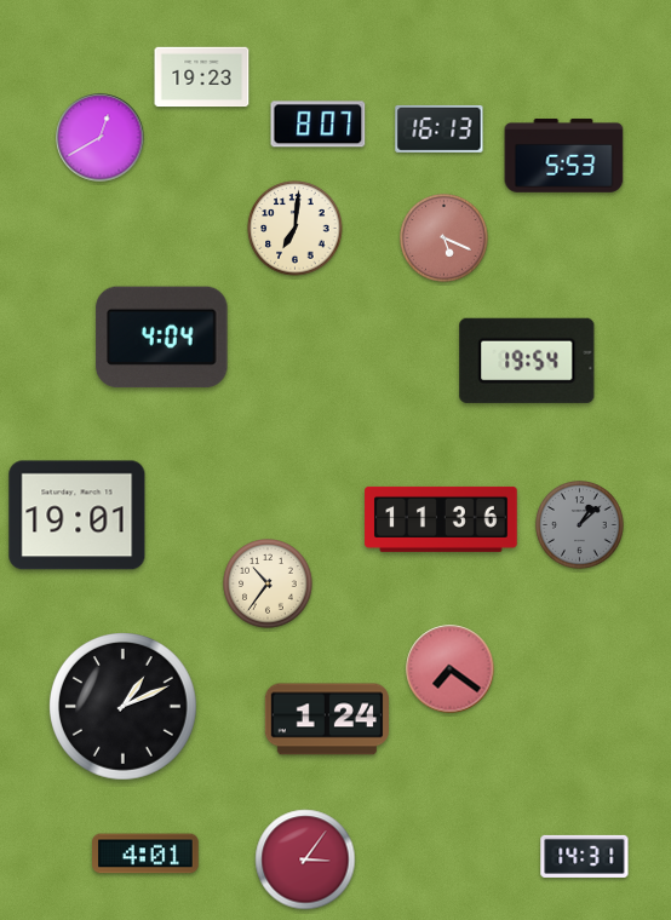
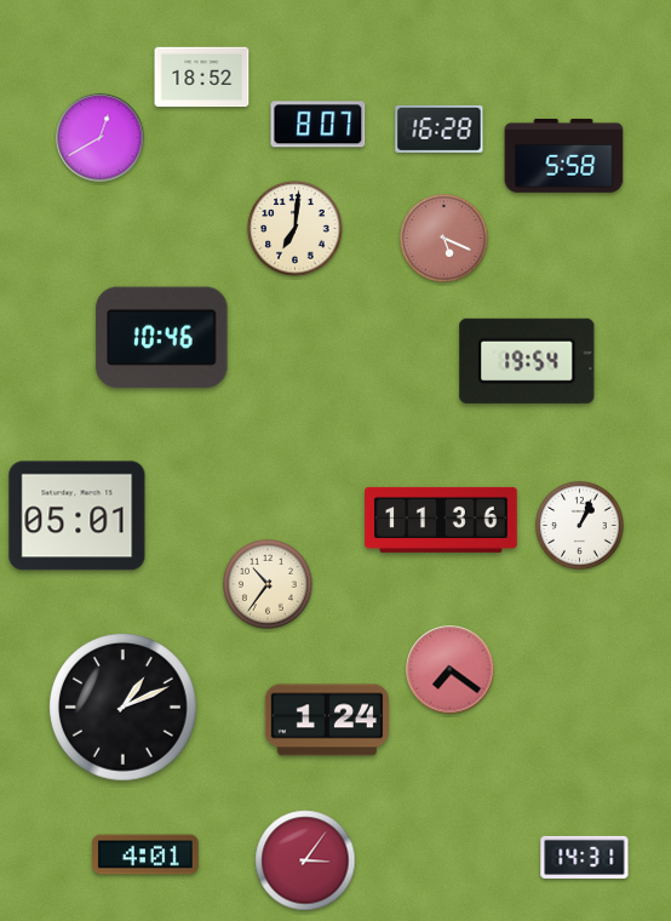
clock at (202, 77): 19:23 -> 18:52
clock at (440, 128): 16:13 -> 16:28
clock at (564, 156): 5:53 -> 5:58
clock at (162, 338): 4:04 -> 10:46
clock at (78, 516): 19:01 -> 05:01
clock at (580, 525): 1:08 -> 1:04
clock at (580, 525) dial: grey -> white
